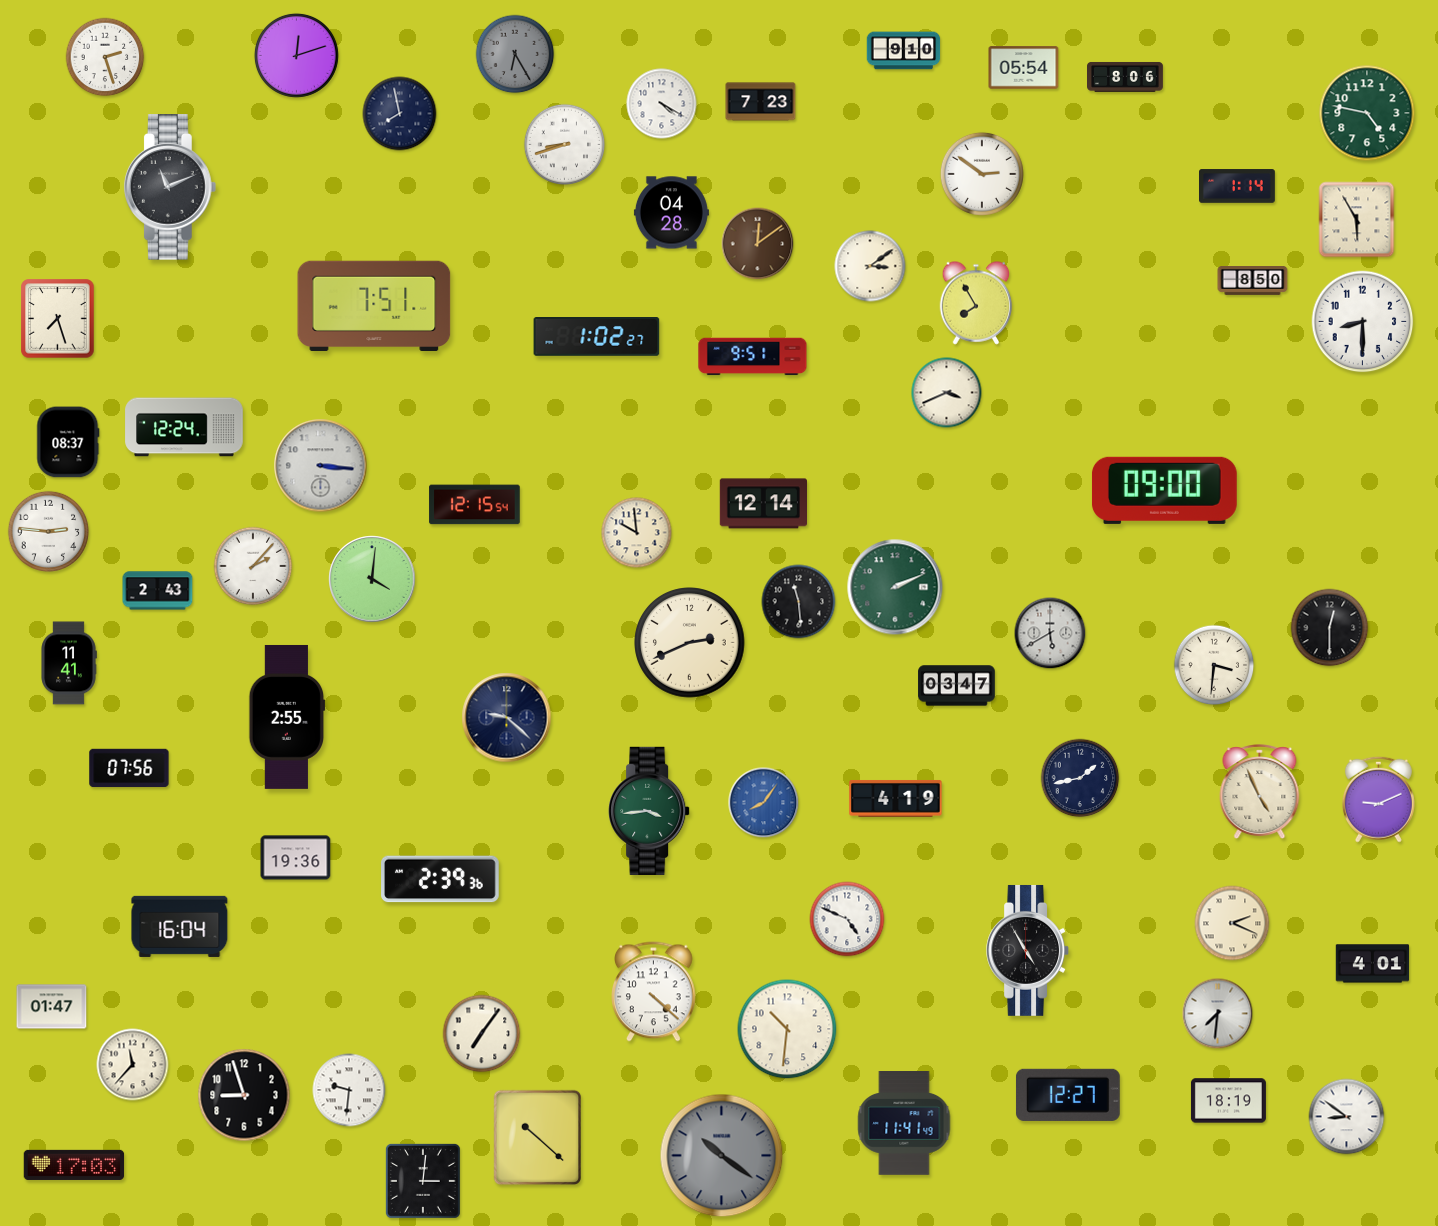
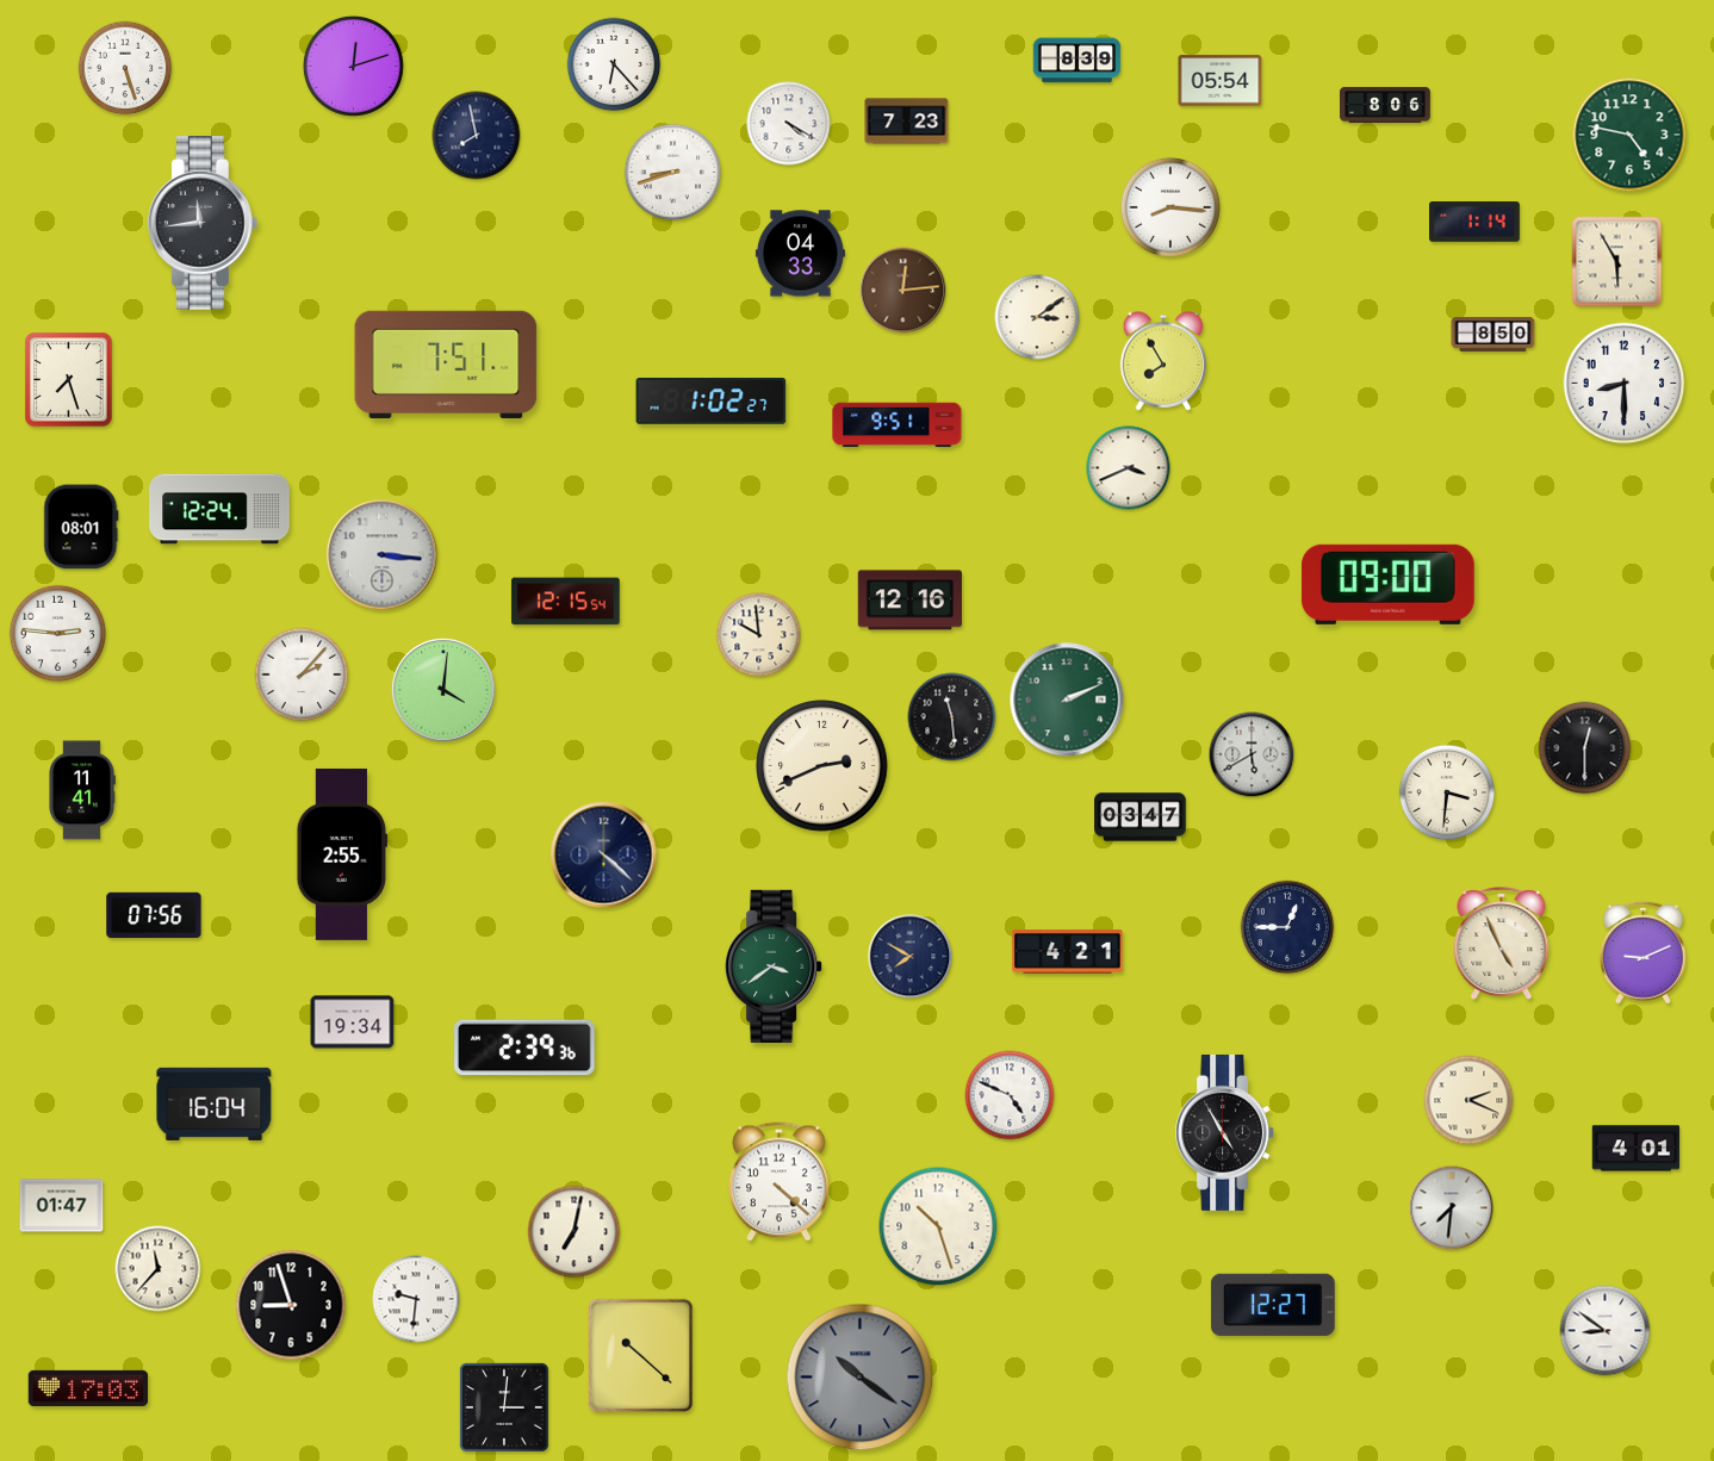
clock at (904, 51): 9:10 -> 8:39
clock at (515, 54): 6:25 -> 6:23
clock at (515, 54) dial: grey -> white
clock at (105, 57): 2:27 -> 5:27
clock at (1126, 77) position: (1126, 77) -> (1386, 105)
clock at (982, 174): 2:51 -> 8:16
clock at (170, 187): 11:11 -> 11:44
clock at (671, 213): 04:28 -> 04:33
clock at (758, 244): 12:09 -> 12:14
clock at (68, 442): 08:37 -> 08:01
clock at (763, 504): 12:14 -> 12:16
clock at (158, 591): 2:43 -> none
clock at (507, 718): 9:22 -> 4:22
clock at (1080, 778): 1:43 -> 12:45
clock at (896, 798): 4:19 -> 4:21
clock at (764, 803): 8:06 -> 7:50
clock at (764, 803) dial: blue -> navy
clock at (649, 811): 3:44 -> 3:39
clock at (296, 858): 19:36 -> 19:34
clock at (52, 1007) position: (52, 1007) -> (62, 1206)
clock at (787, 1029): 10:31 -> 10:27
clock at (482, 1034): 7:06 -> 7:02
clock at (1228, 1101): 18:19 -> none
clock at (904, 1124): 11:41 -> none
